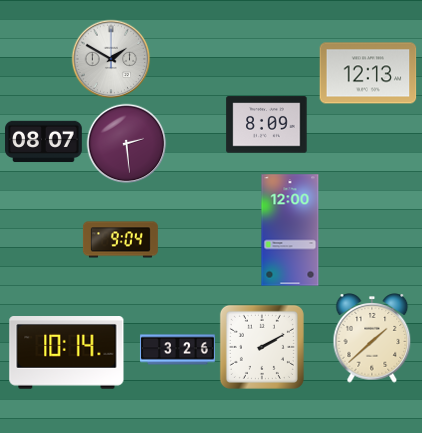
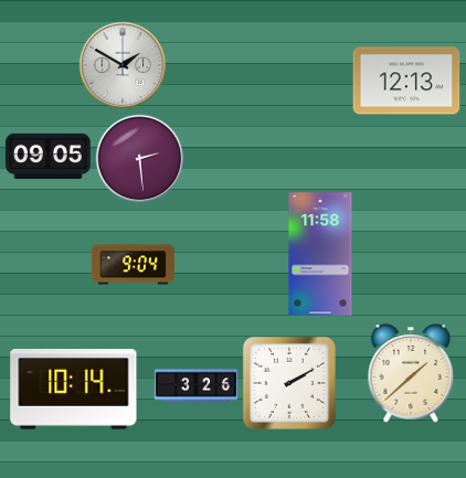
clock at (267, 125): 8:09 -> none
clock at (44, 142): 08:07 -> 09:05
clock at (290, 230): 12:00 -> 11:58
